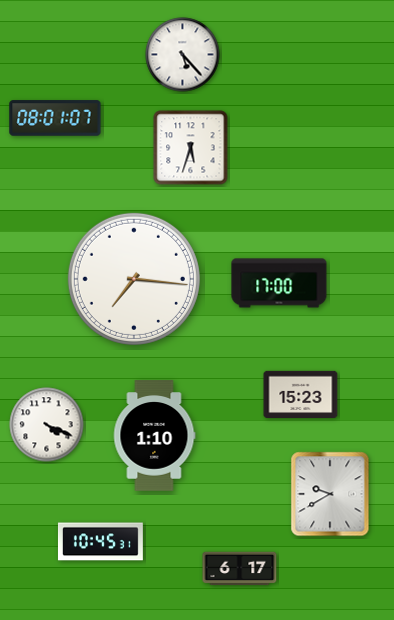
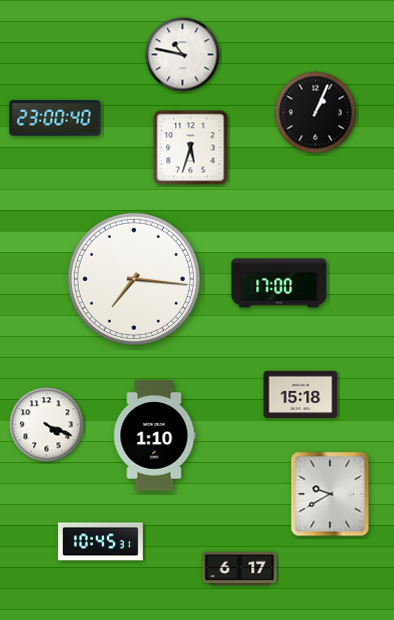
clock at (183, 55): 5:23 -> 10:47
clock at (316, 113): none -> 1:04
clock at (55, 118): 08:01 -> 23:00
clock at (301, 394): 15:23 -> 15:18
